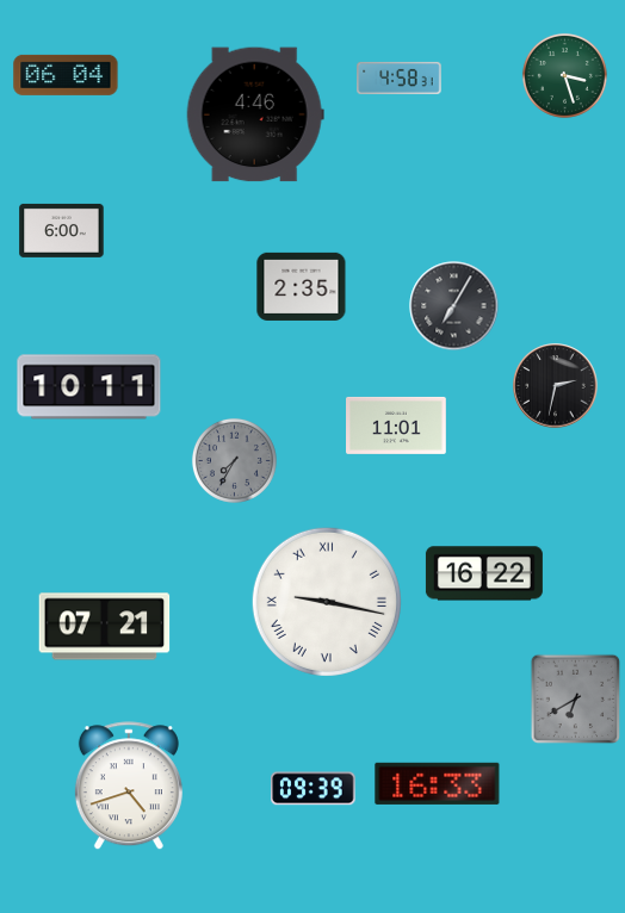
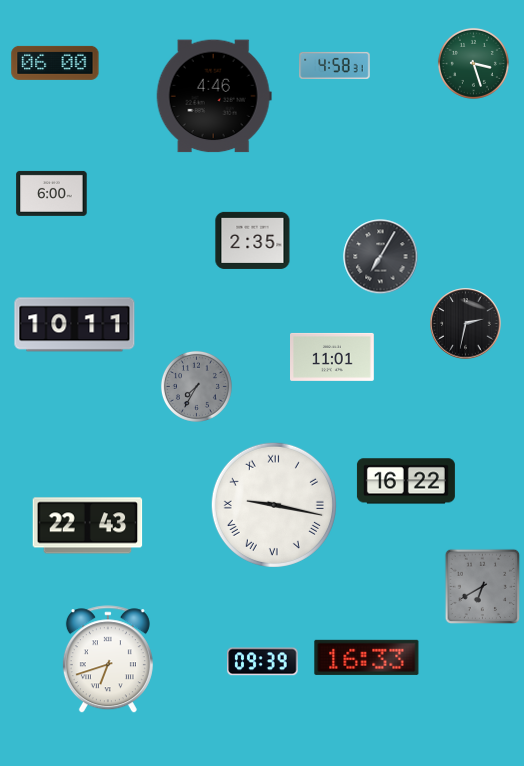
clock at (66, 75): 06:04 -> 06:00
clock at (105, 627): 07:21 -> 22:43
clock at (129, 787): 4:42 -> 6:42
